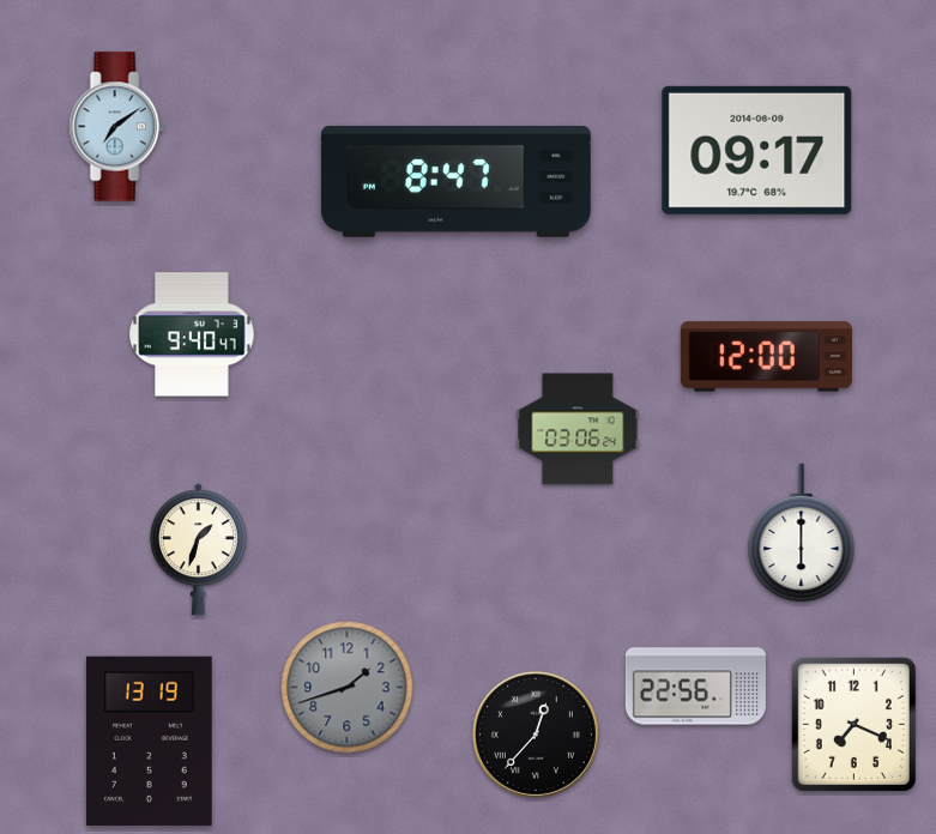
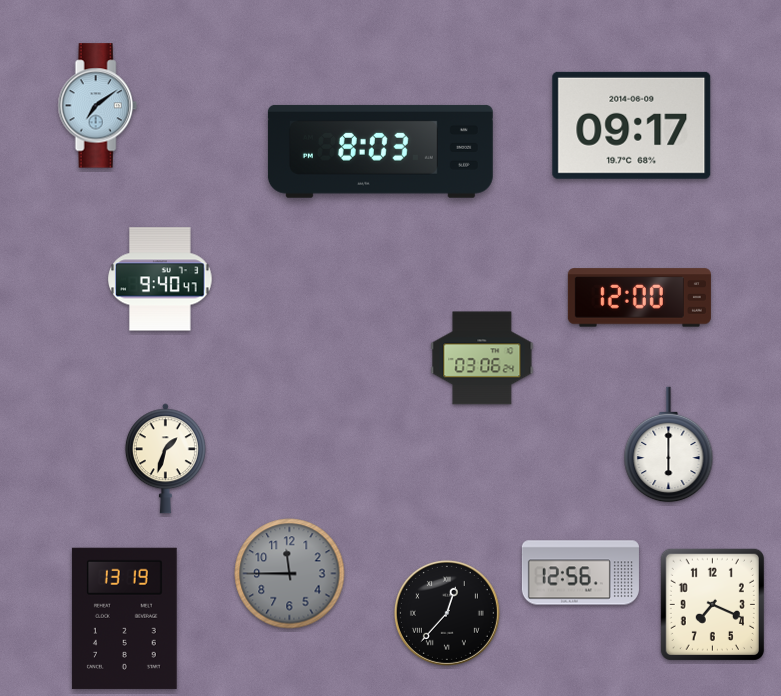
clock at (455, 181): 8:47 -> 8:03
clock at (695, 687): 22:56 -> 12:56
clock at (348, 688): 1:42 -> 11:45
